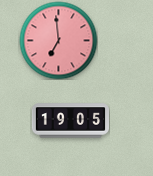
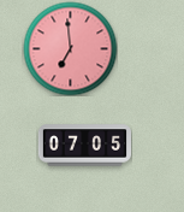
clock at (70, 121): 19:05 -> 07:05
